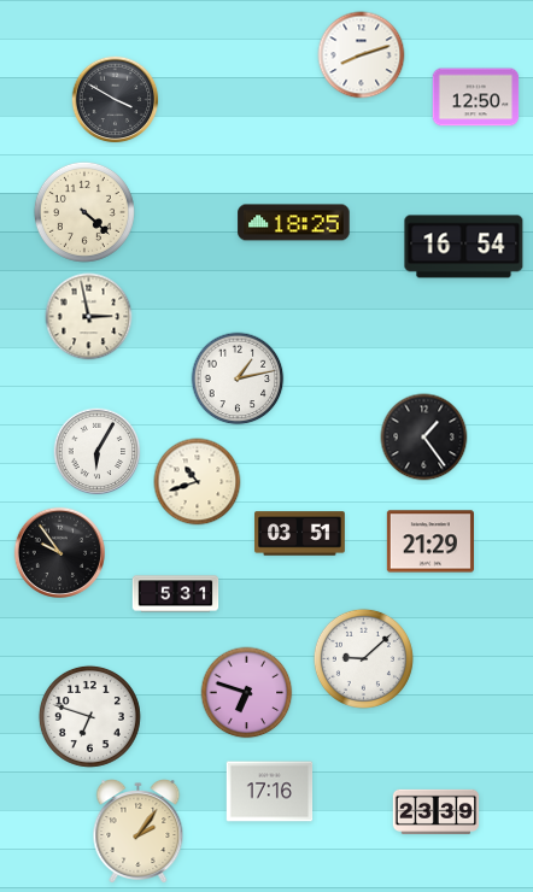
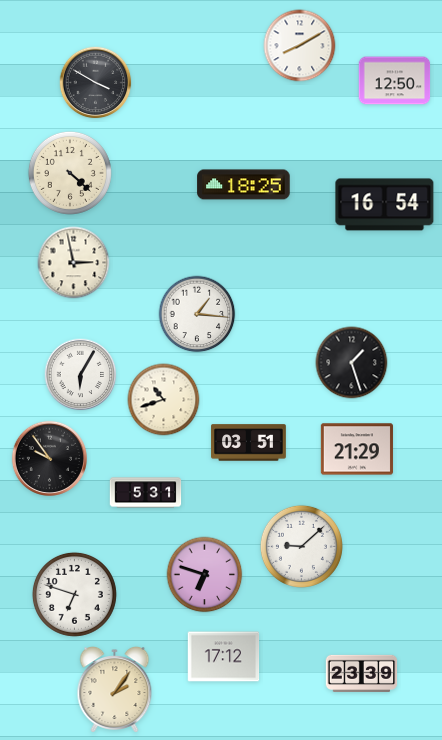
clock at (362, 55): 8:12 -> 8:10
clock at (84, 212) position: (84, 212) -> (70, 173)
clock at (238, 378): 1:13 -> 1:16
clock at (424, 438): 1:24 -> 1:27
clock at (270, 792): 17:16 -> 17:12
